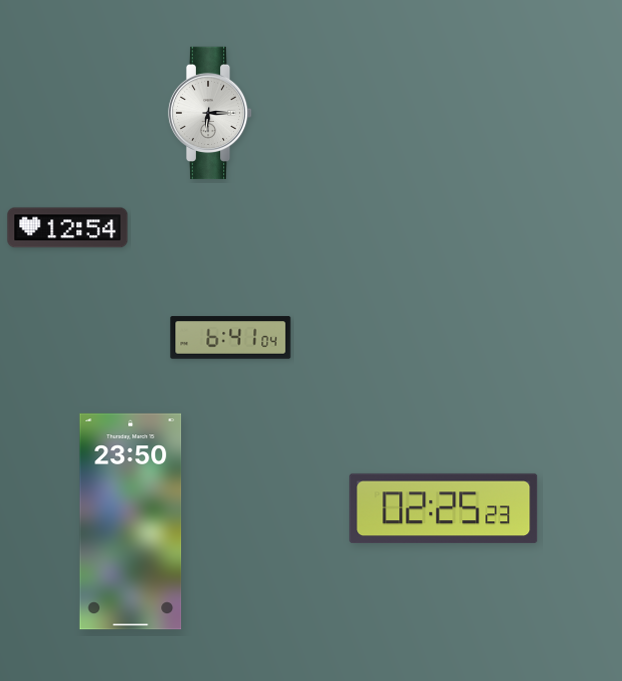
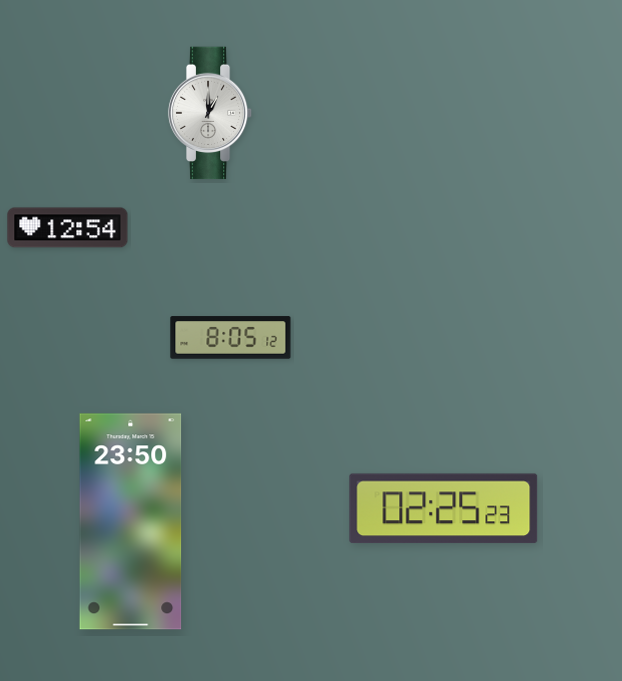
clock at (210, 113): 6:15 -> 1:00
clock at (231, 338): 6:41 -> 8:05
